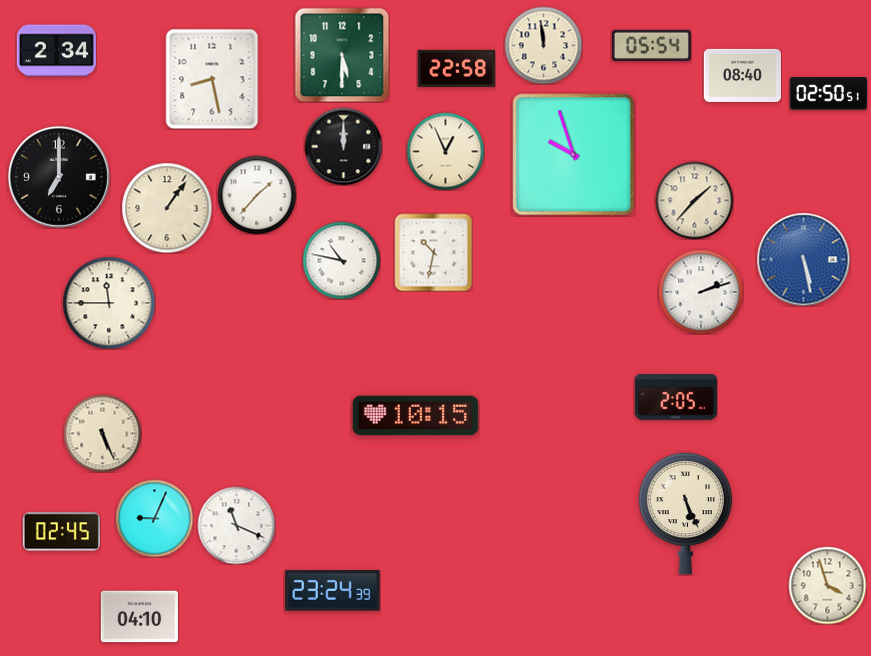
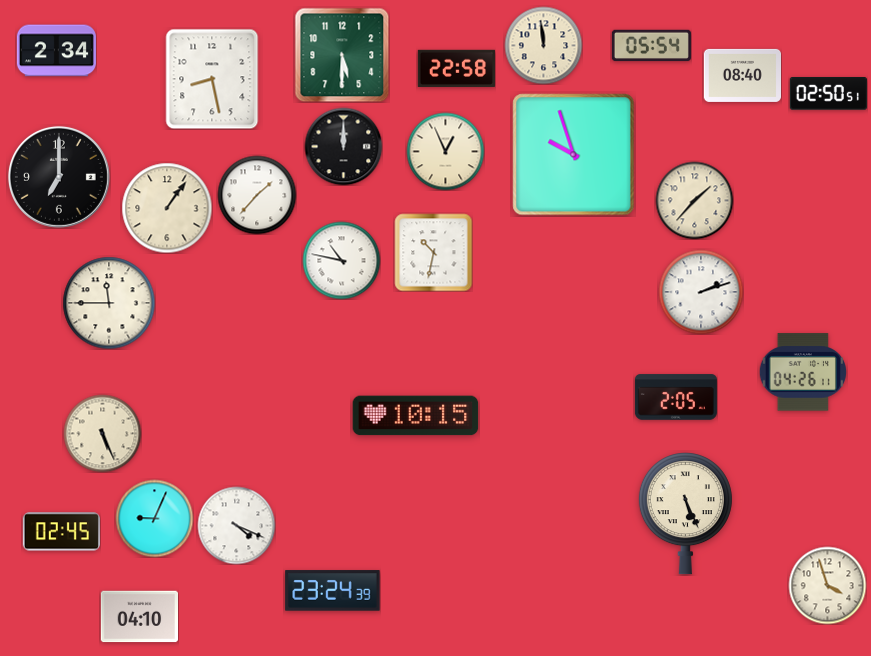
clock at (803, 259): 5:28 -> none
clock at (802, 372): none -> 04:26
clock at (236, 525): 11:19 -> 4:19
